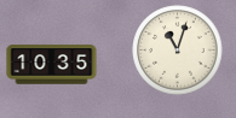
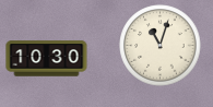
clock at (52, 65): 10:35 -> 10:30
